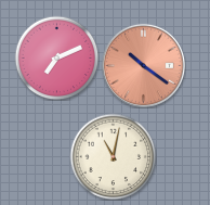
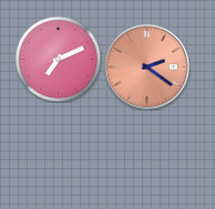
clock at (143, 65): 10:21 -> 2:21
clock at (113, 156): 11:02 -> none
